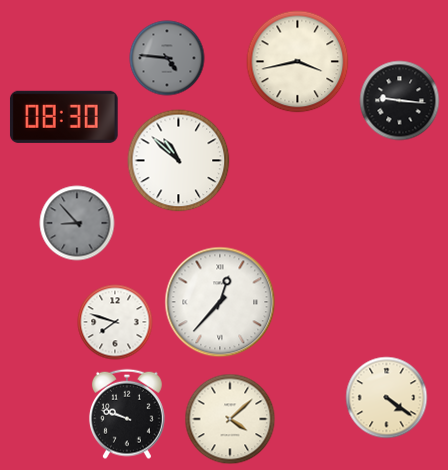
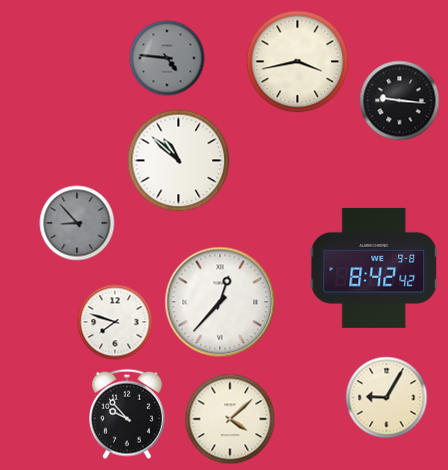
clock at (64, 117): 08:30 -> none
clock at (374, 268): none -> 8:42
clock at (387, 398): 4:21 -> 9:05
clock at (127, 414): 9:48 -> 9:53
